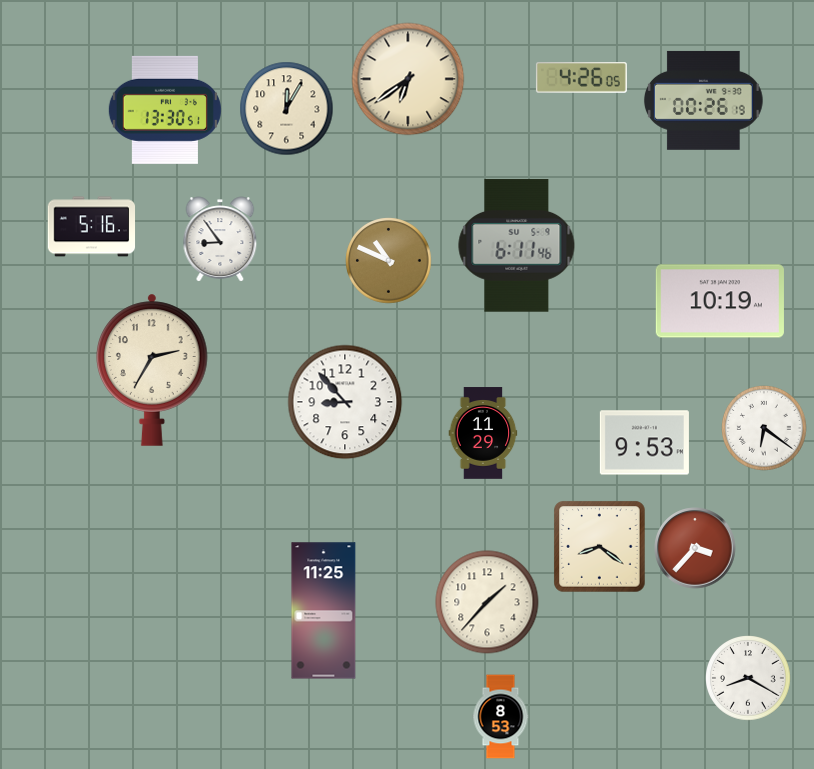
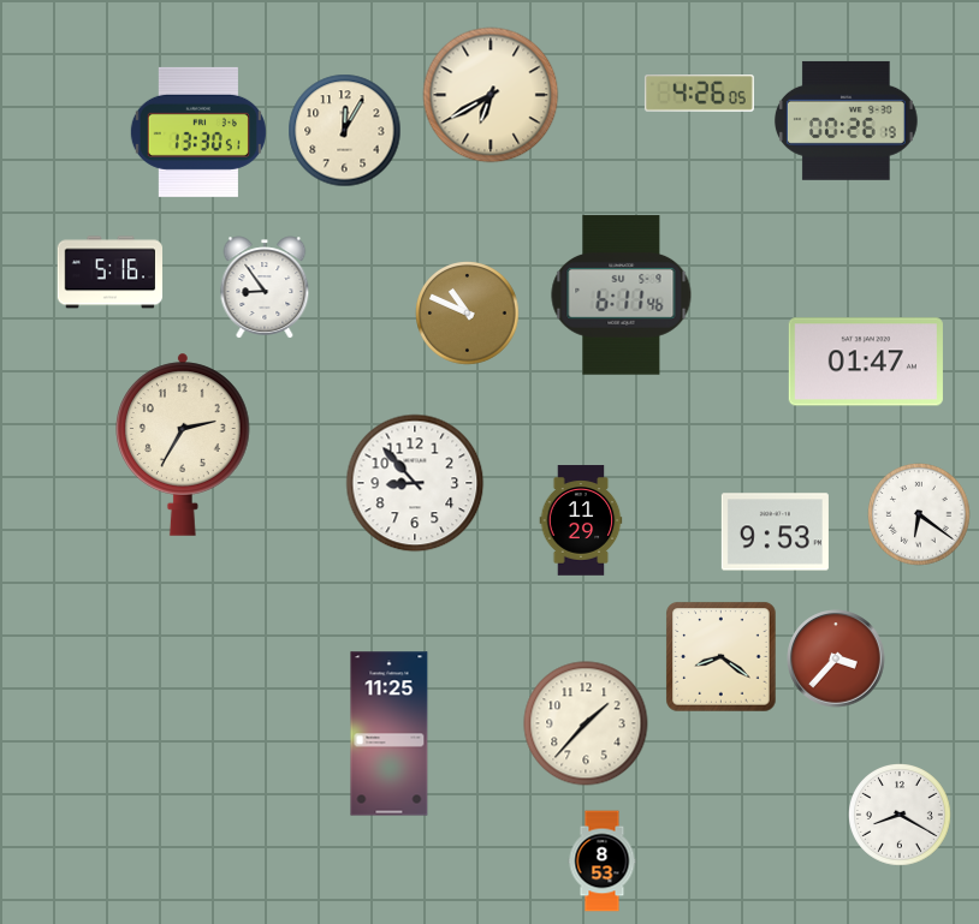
clock at (408, 79): 6:39 -> 6:40
clock at (720, 301): 10:19 -> 01:47
